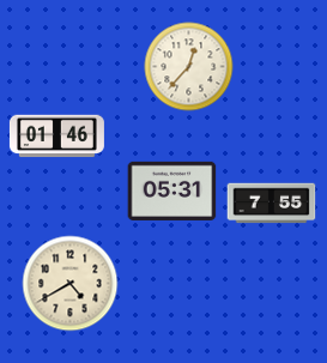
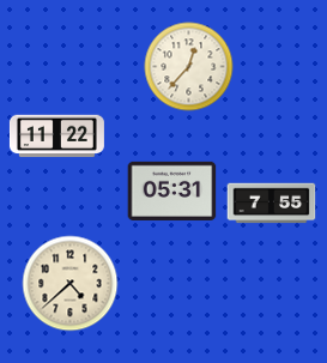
clock at (56, 137): 01:46 -> 11:22
clock at (71, 284): 4:40 -> 4:38
